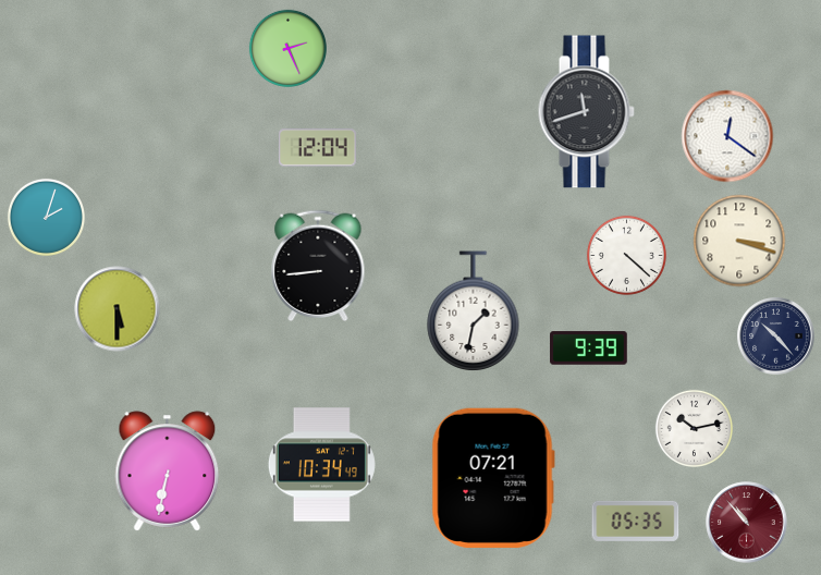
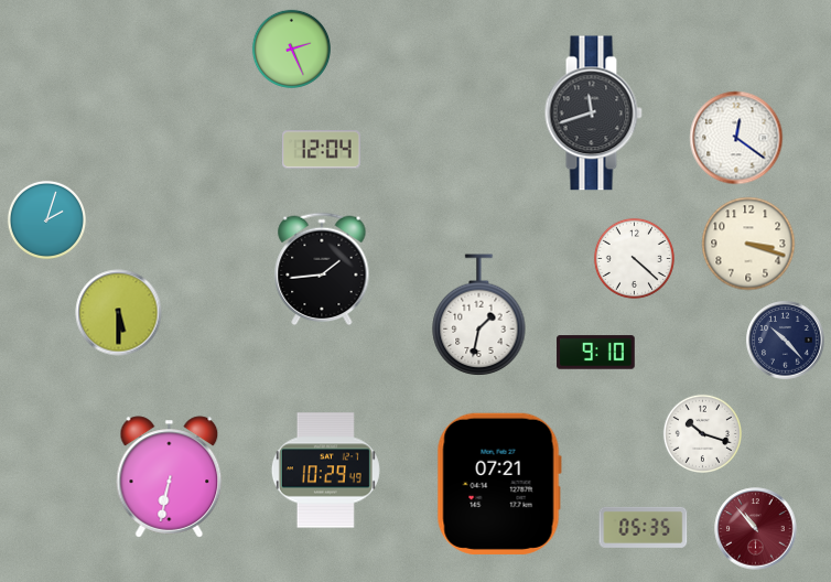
clock at (318, 266): 8:44 -> 1:44
clock at (589, 348): 9:39 -> 9:10
clock at (694, 428): 10:13 -> 10:18
clock at (321, 465): 10:34 -> 10:29
